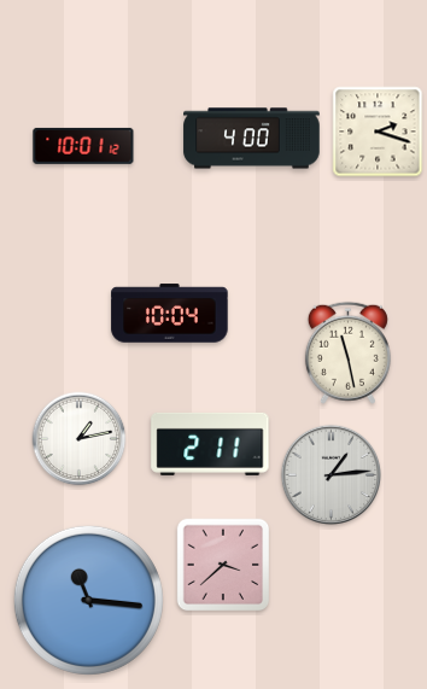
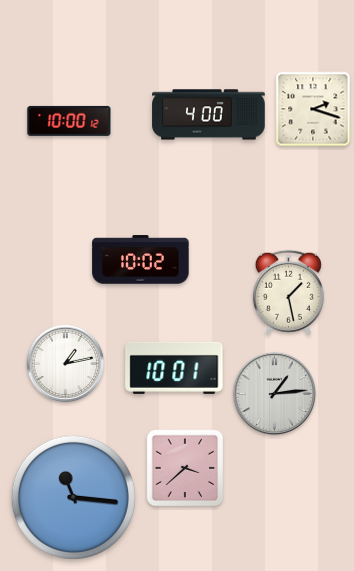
clock at (83, 146): 10:01 -> 10:00
clock at (170, 314): 10:04 -> 10:02
clock at (347, 352): 11:28 -> 1:28
clock at (210, 444): 2:11 -> 10:01
